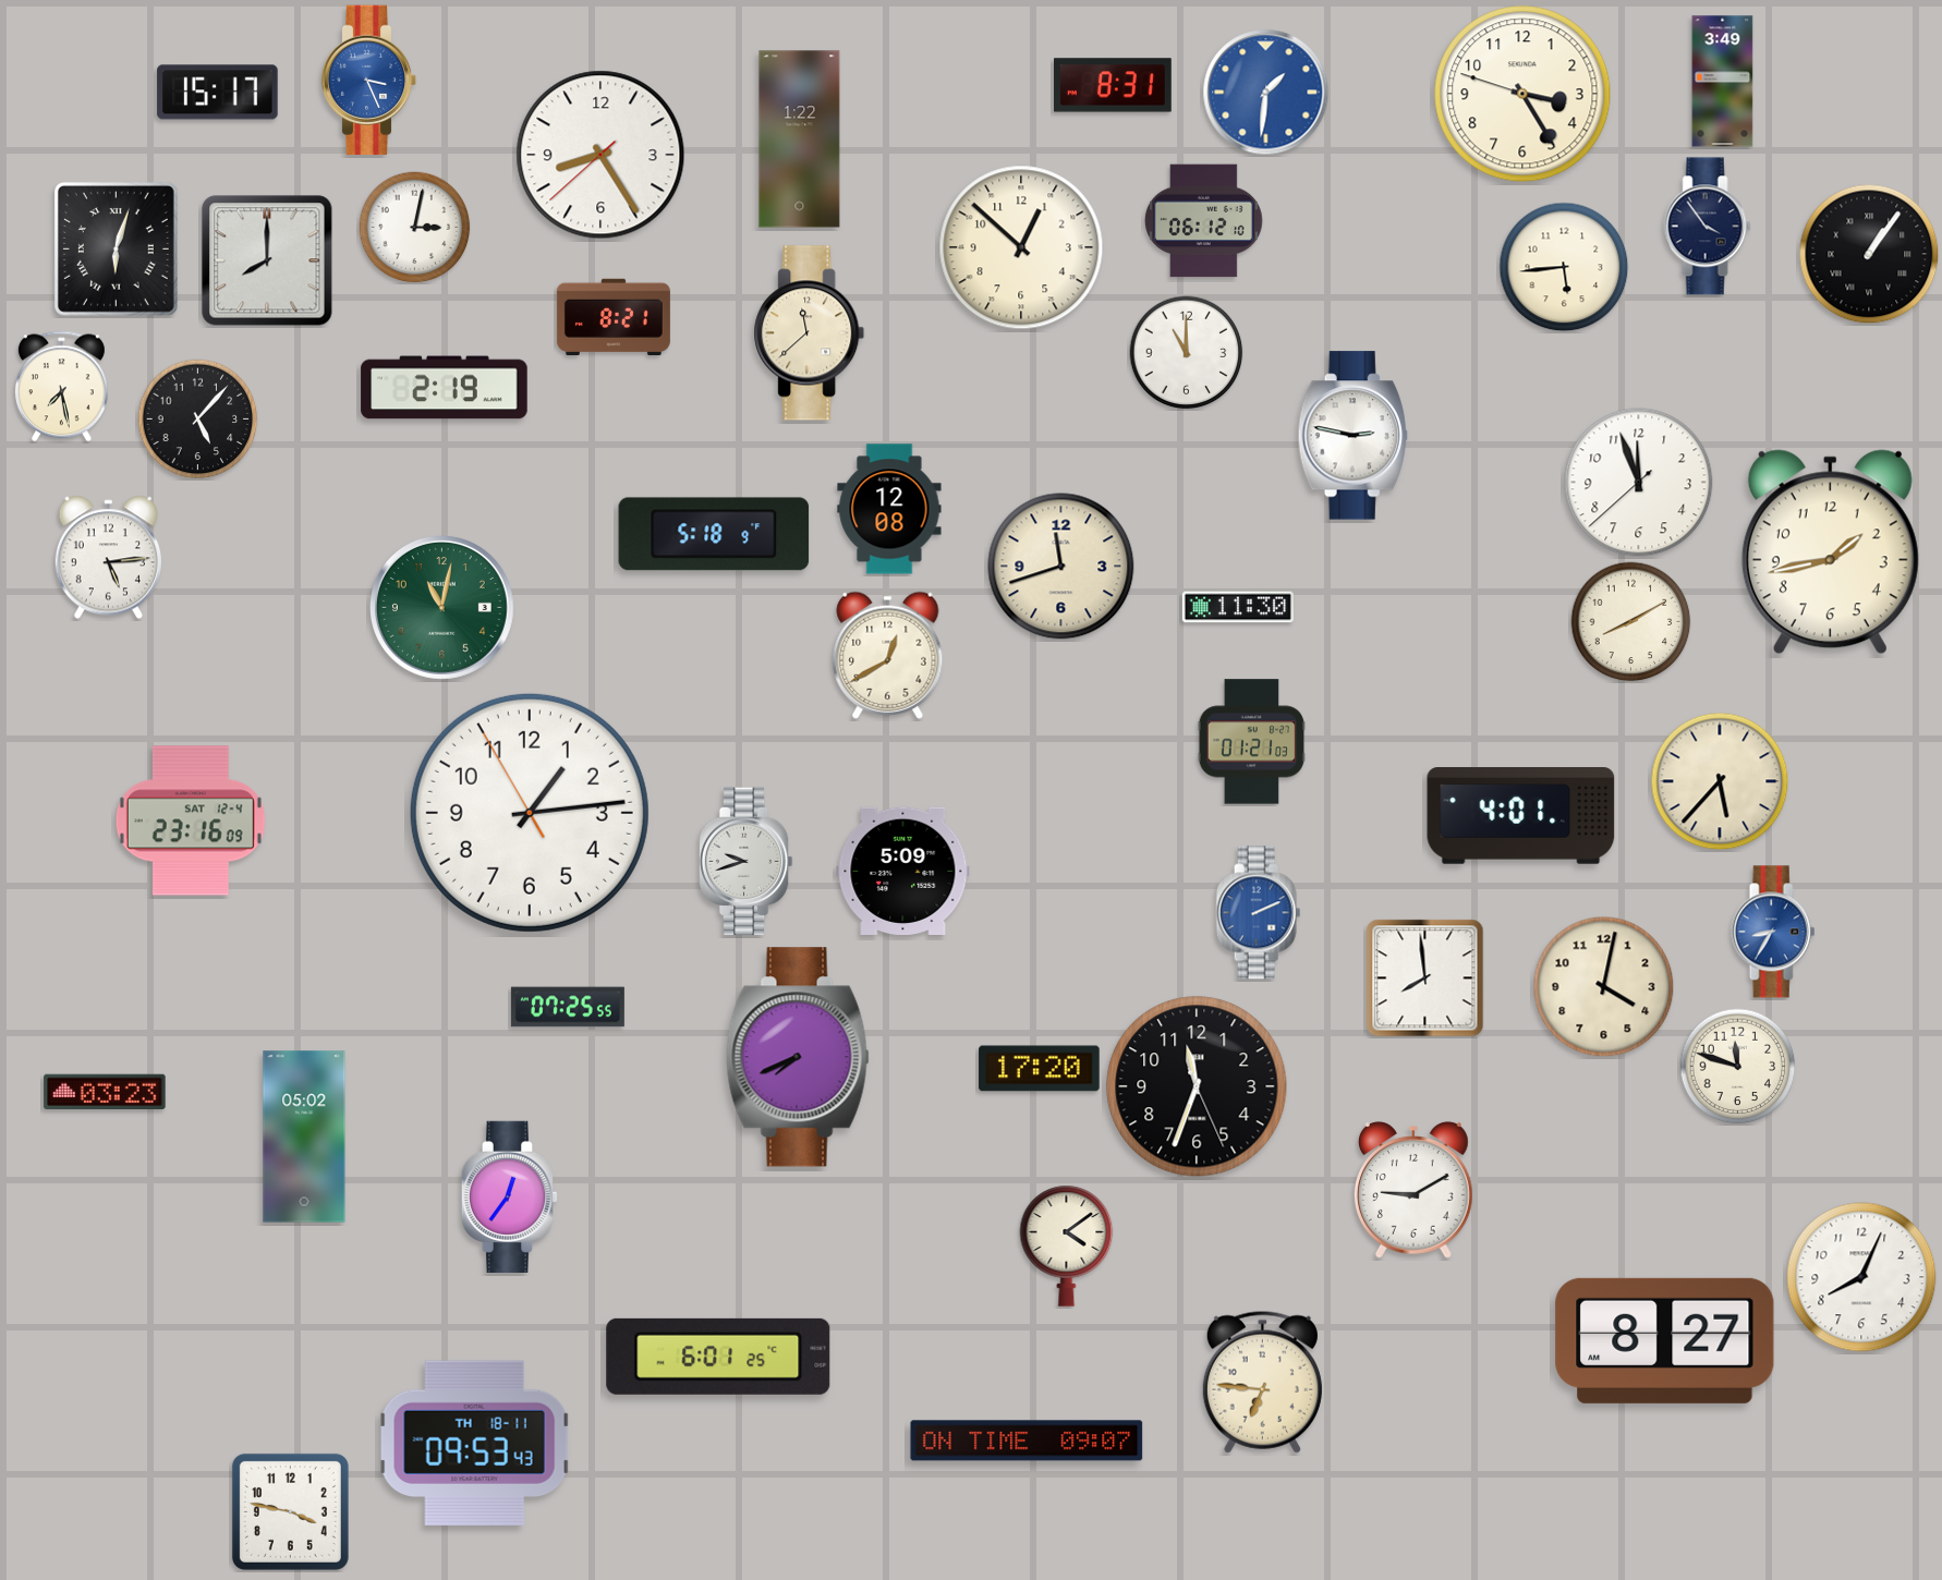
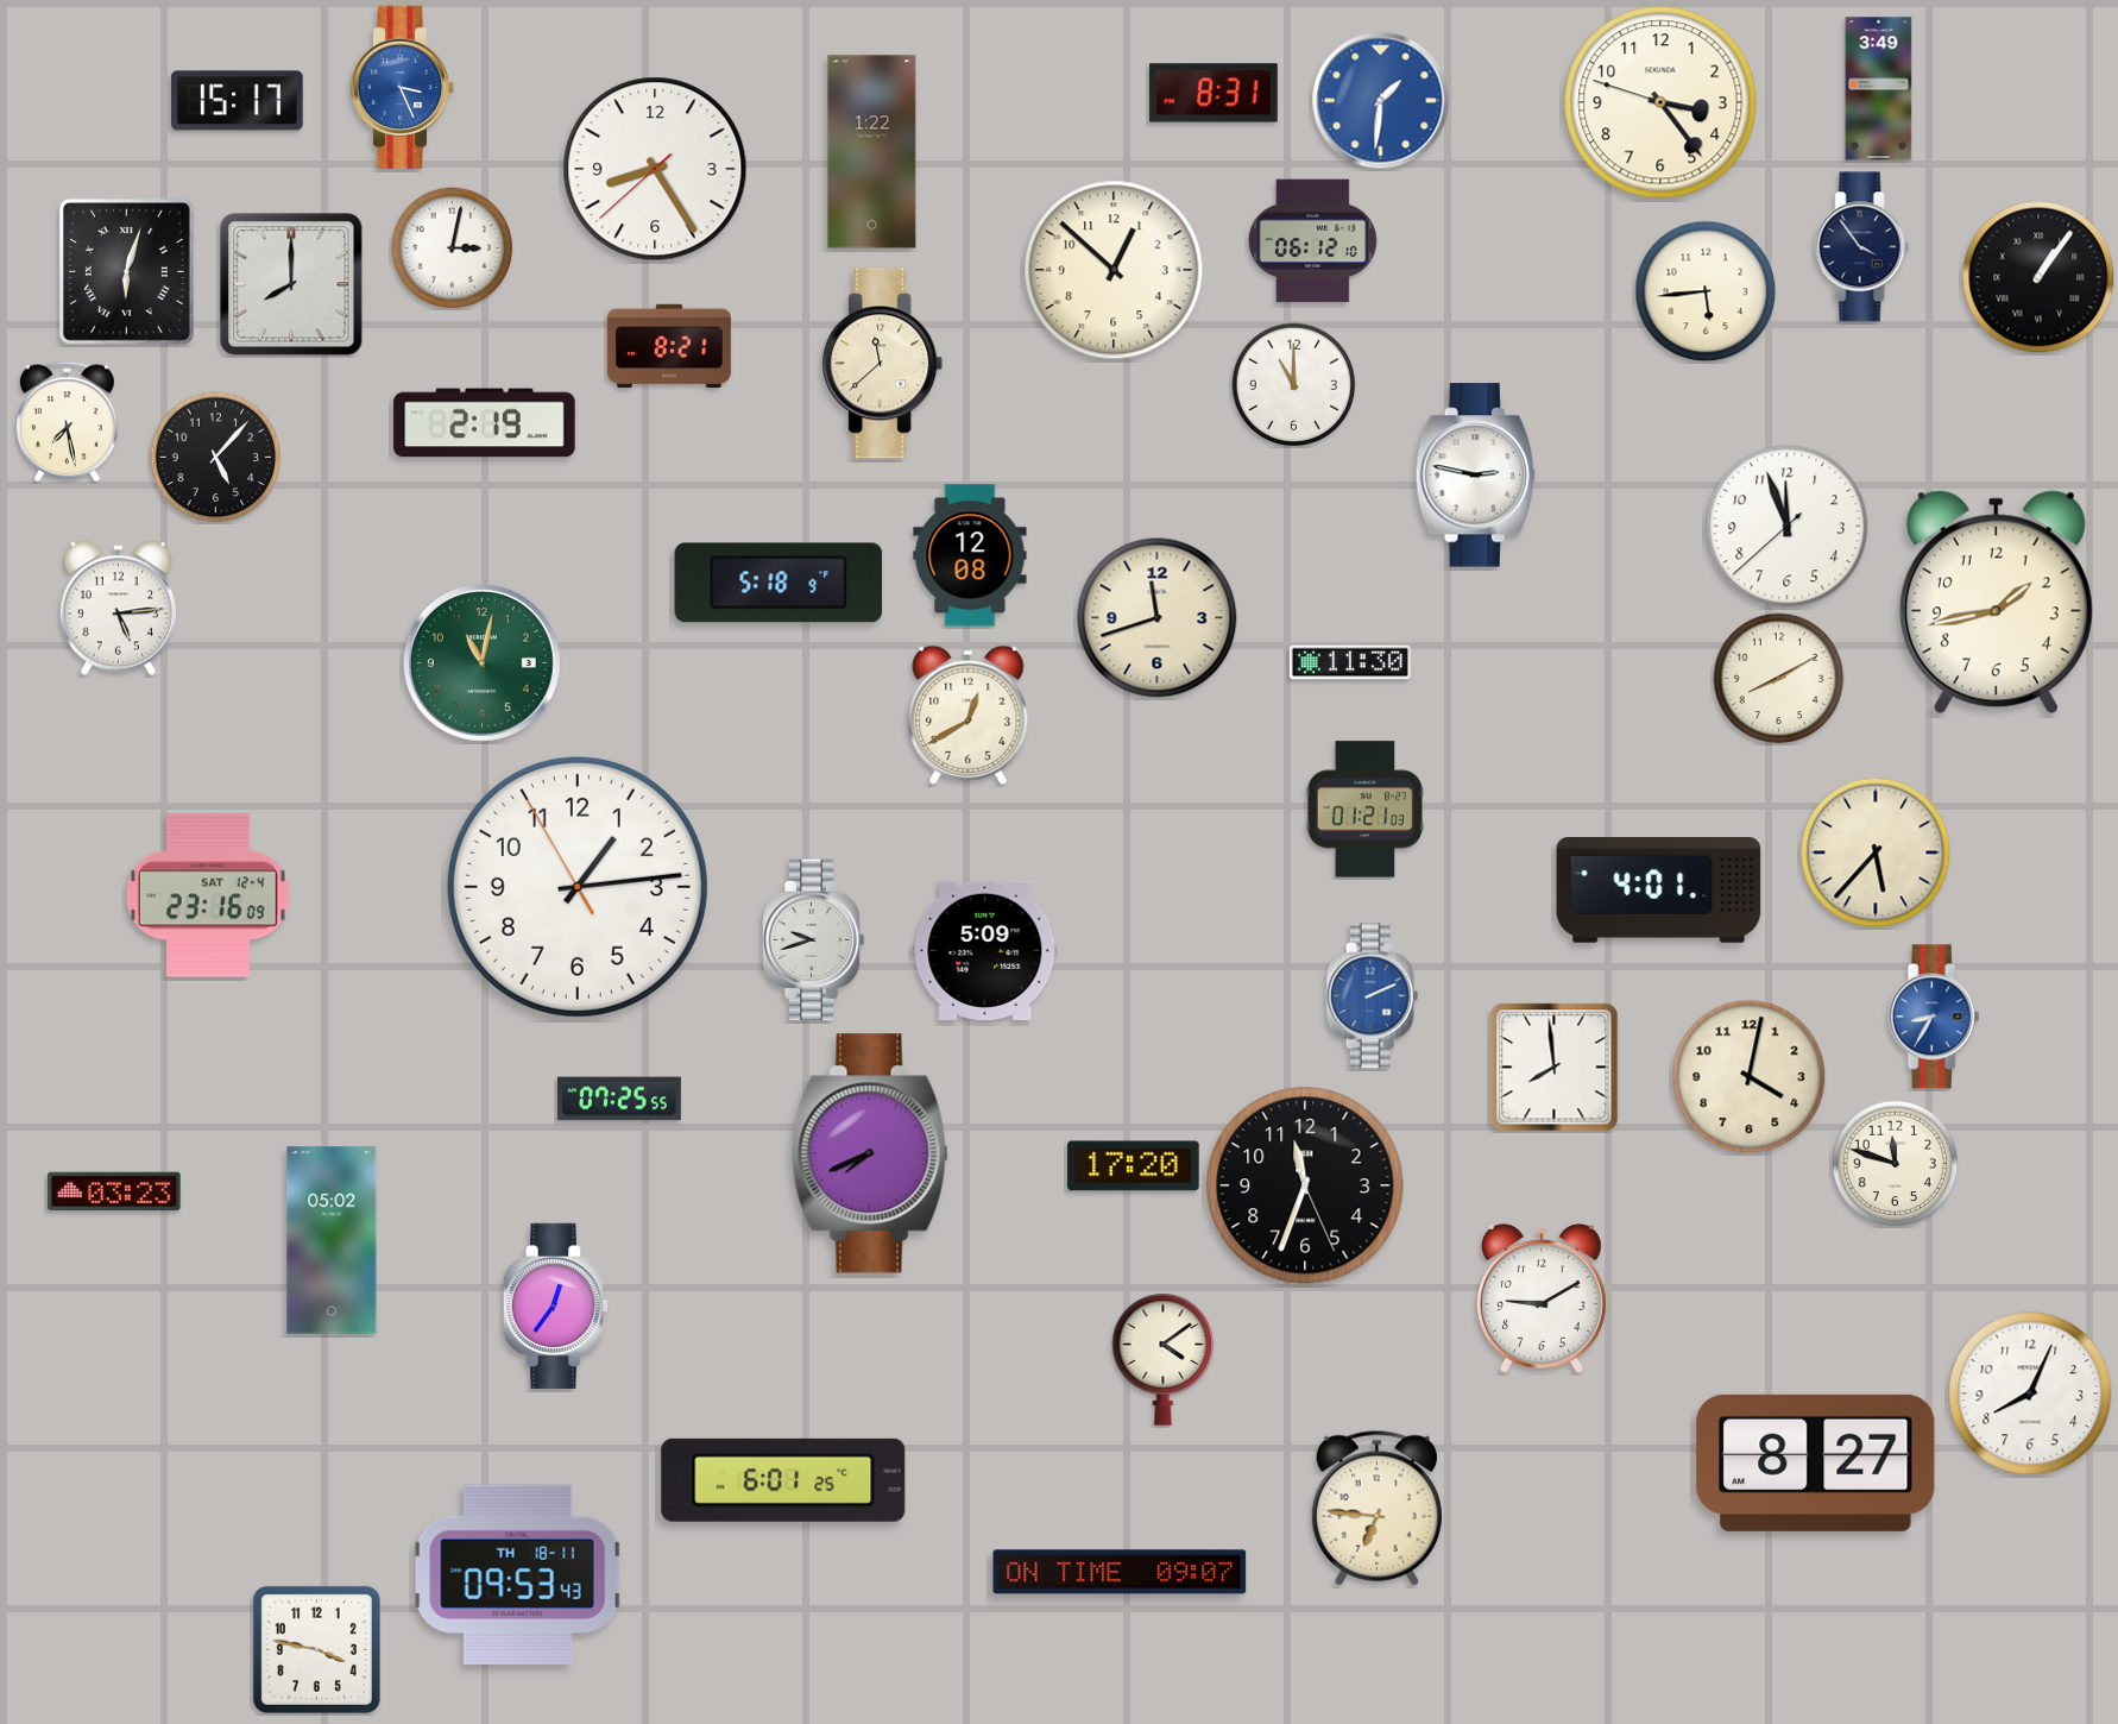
clock at (1522, 94): 3:24 -> 3:23
